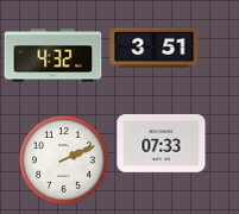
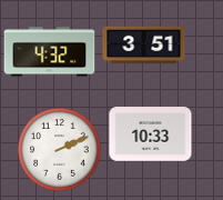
clock at (162, 144): 07:33 -> 10:33
